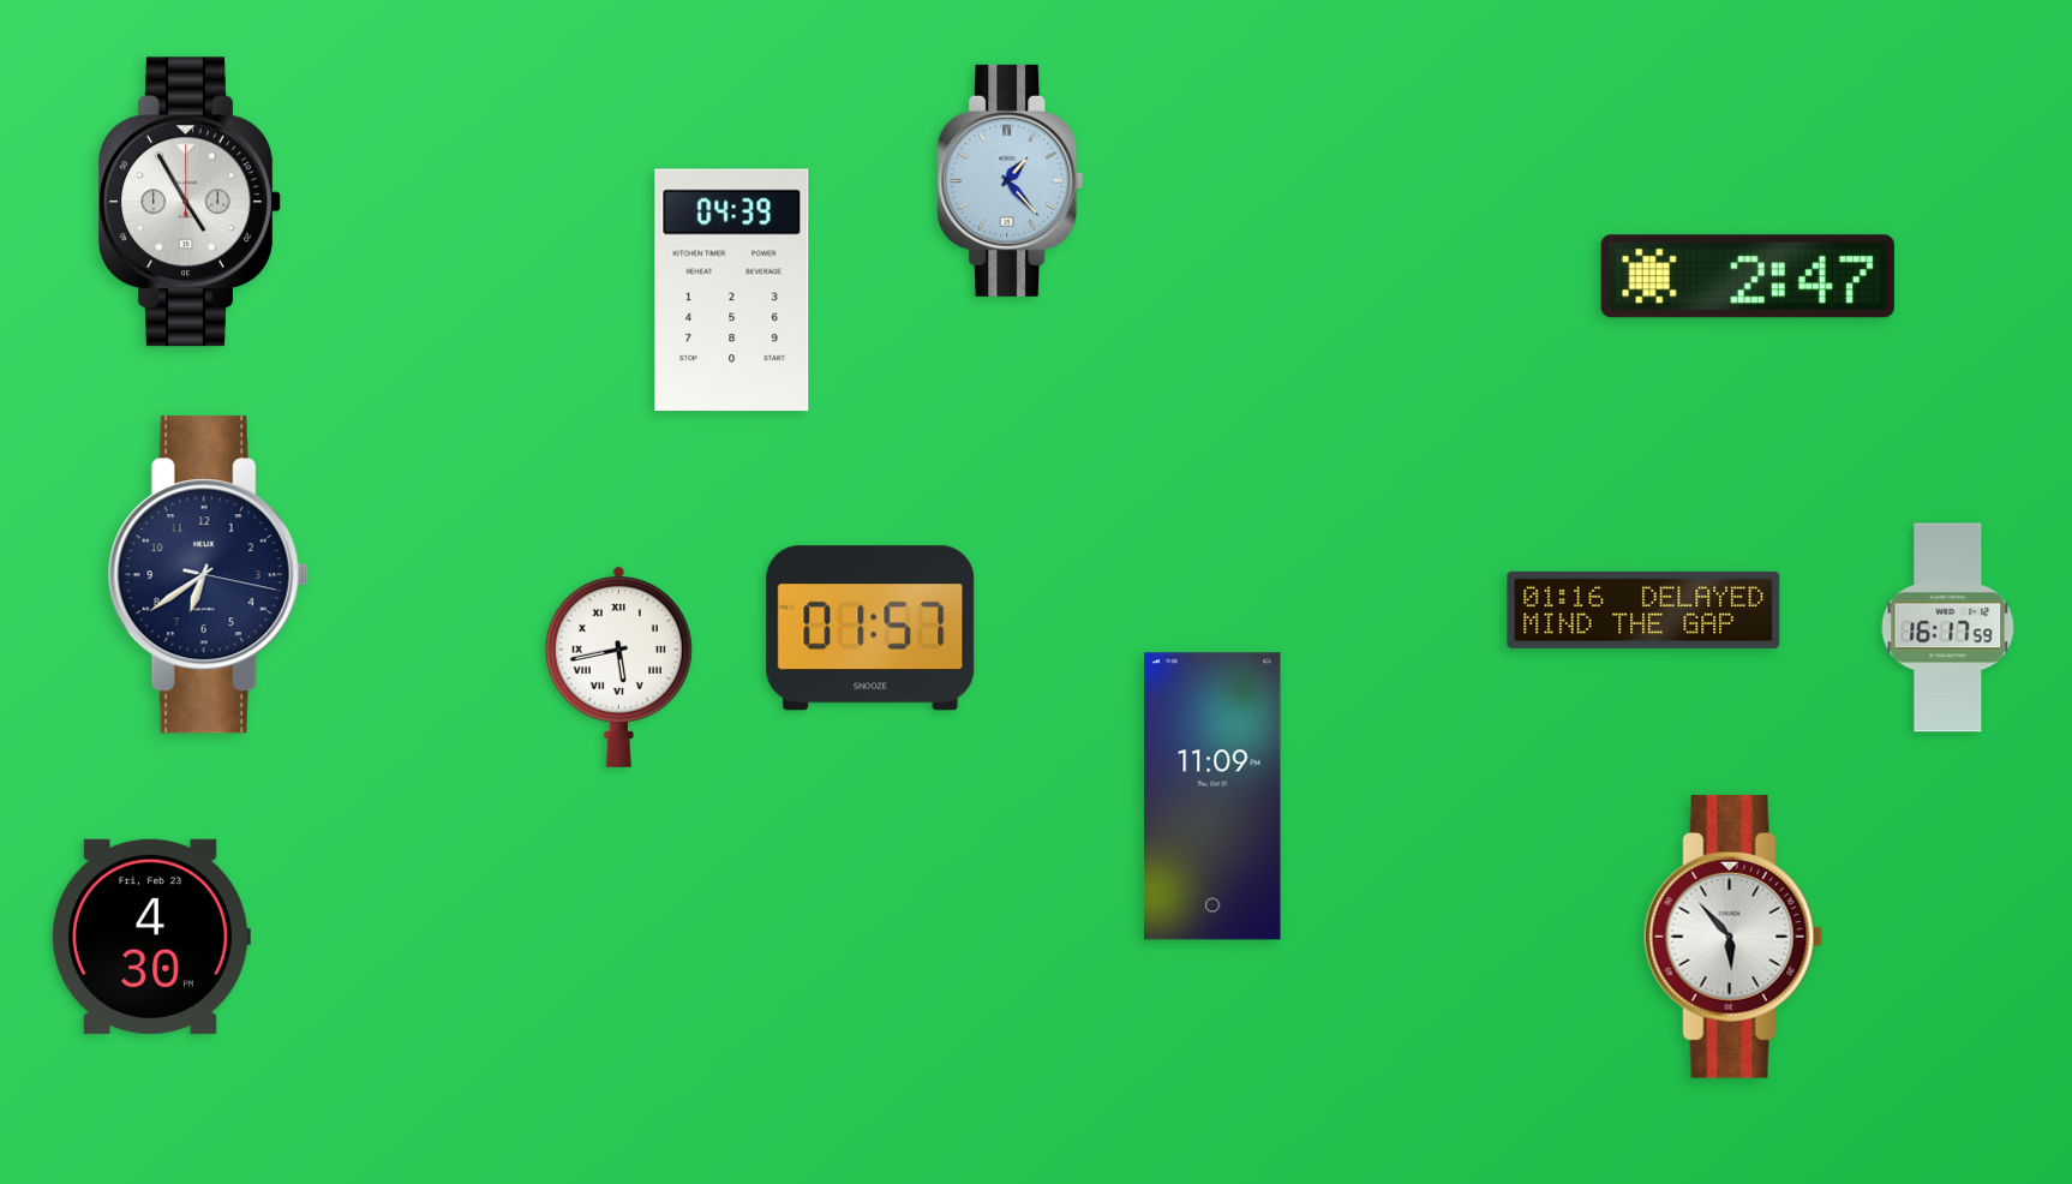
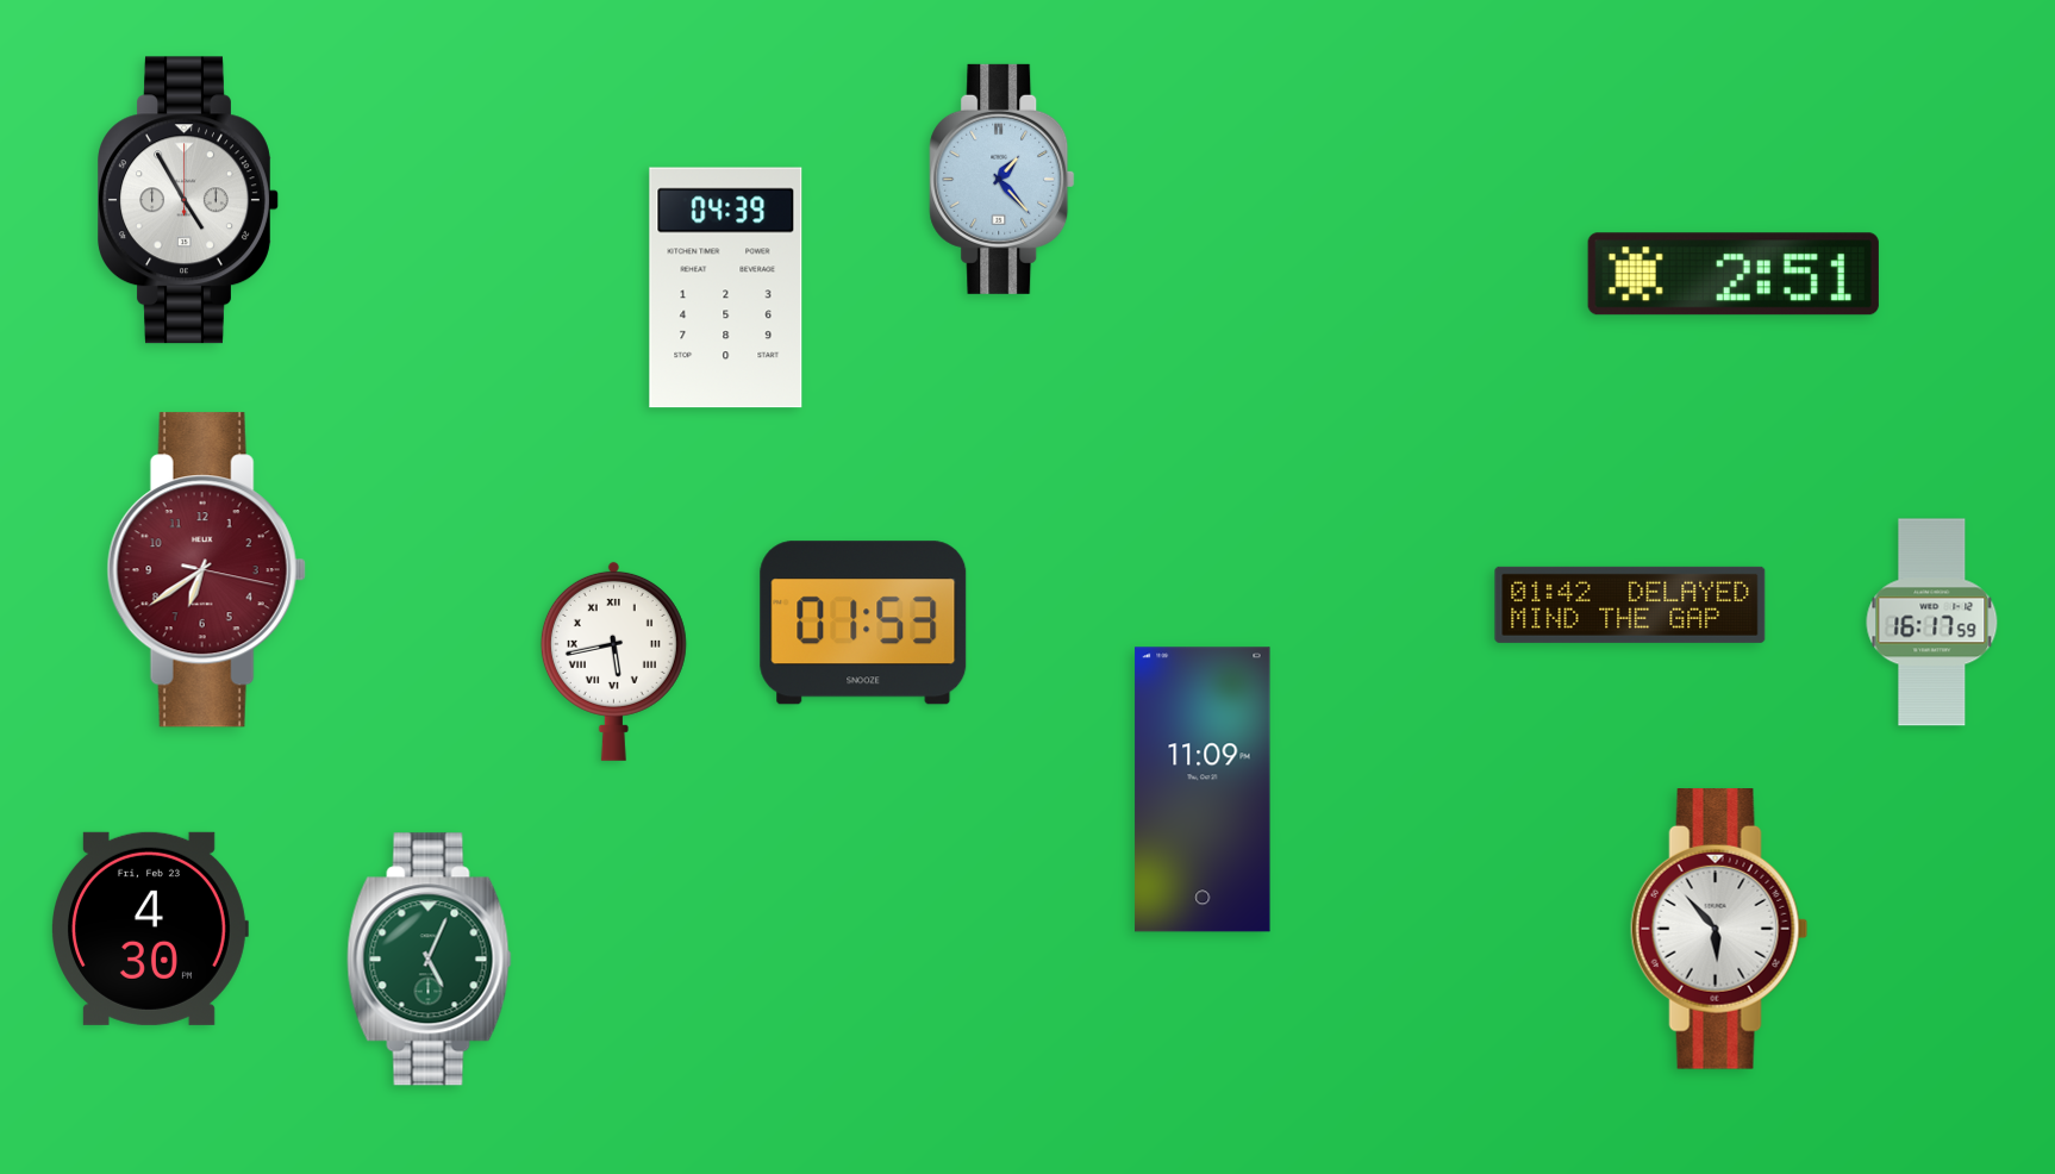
clock at (1748, 276): 2:47 -> 2:51
clock at (208, 575) dial: navy -> burgundy
clock at (1643, 610): 01:16 -> 01:42
clock at (870, 628): 01:57 -> 01:53
clock at (430, 960): none -> 5:04
